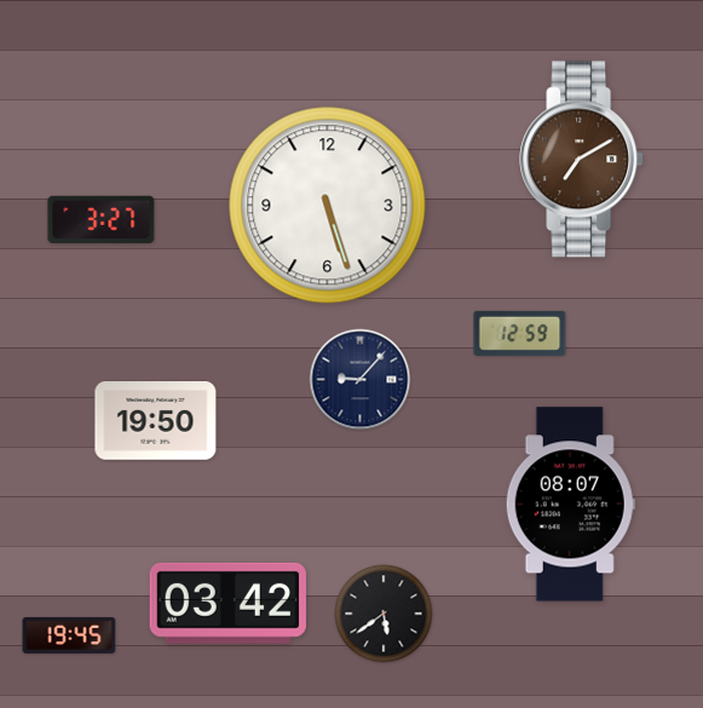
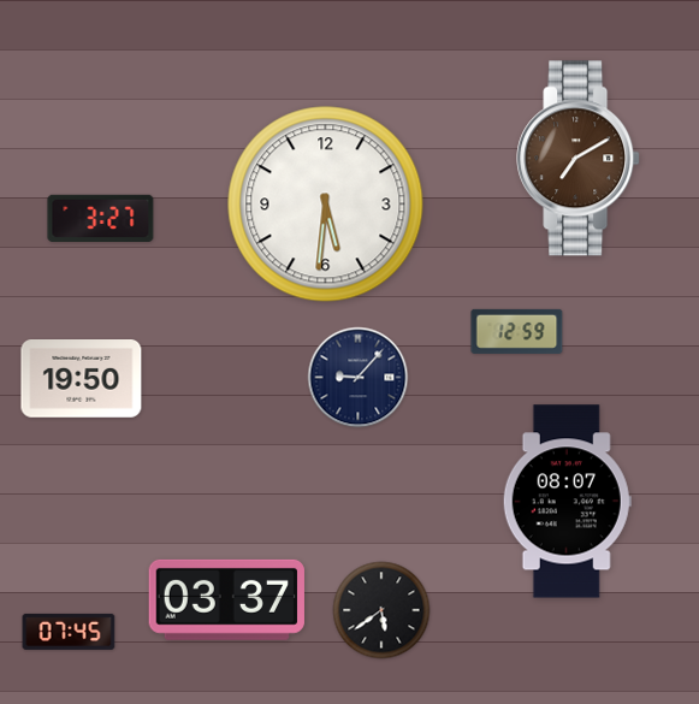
clock at (328, 206): 5:27 -> 5:31
clock at (156, 421) position: (156, 421) -> (82, 379)
clock at (227, 603): 03:42 -> 03:37
clock at (69, 635): 19:45 -> 07:45
